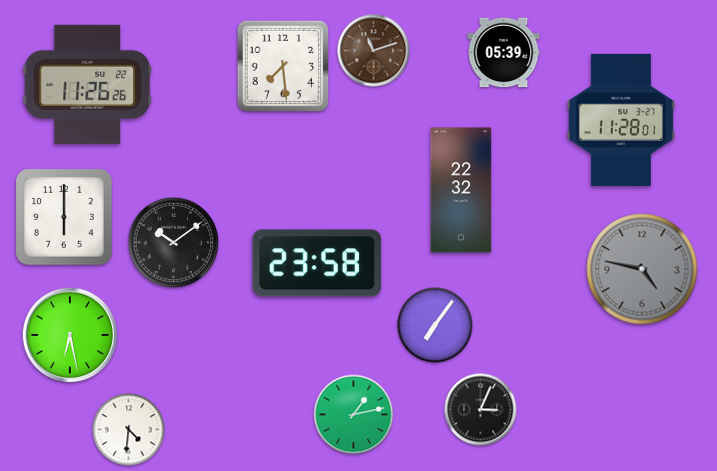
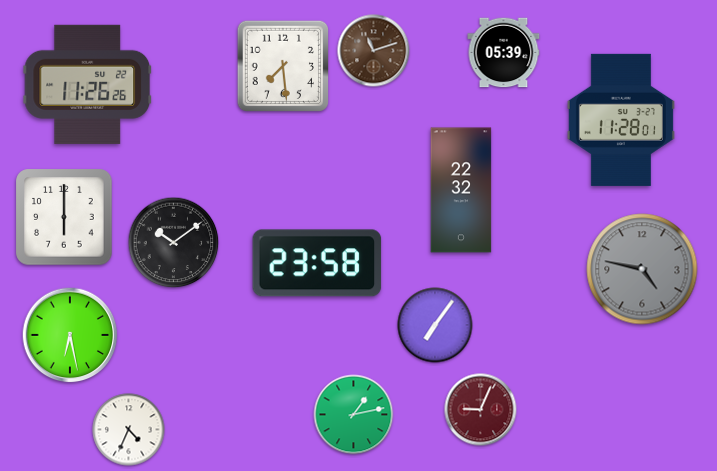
clock at (481, 410): 3:04 -> 9:04
clock at (481, 410) dial: black -> burgundy
clock at (129, 430): 4:31 -> 4:34
